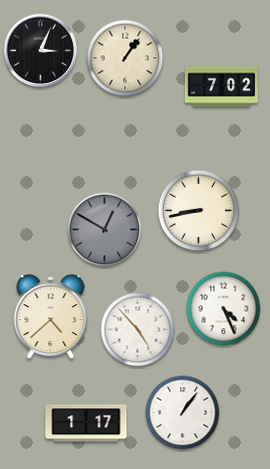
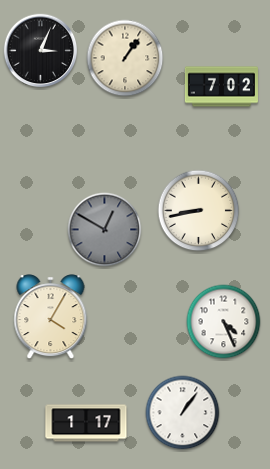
clock at (224, 309) position: (224, 309) -> (224, 322)
clock at (51, 317): 4:38 -> 4:05
clock at (138, 330): 4:53 -> none
